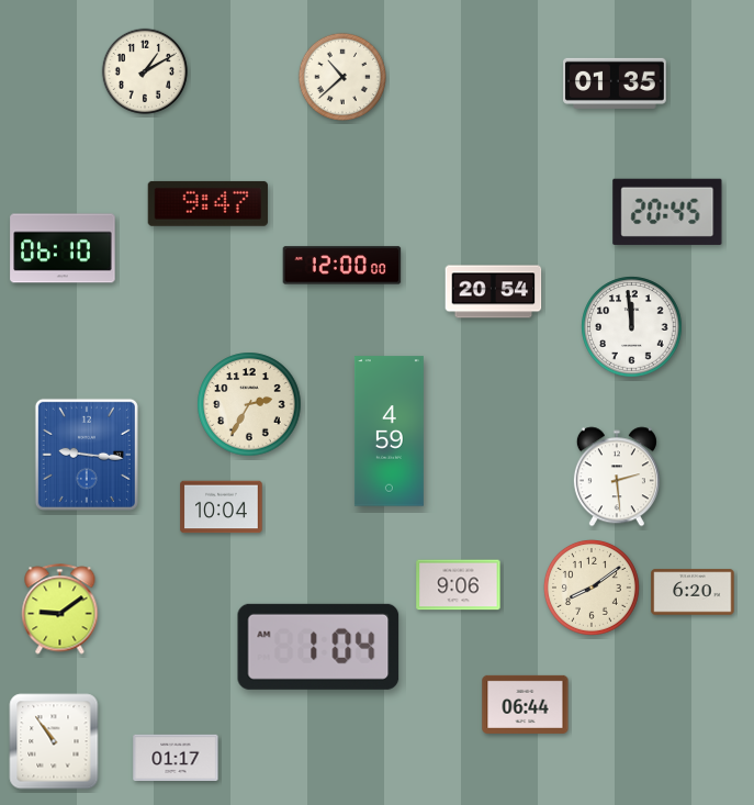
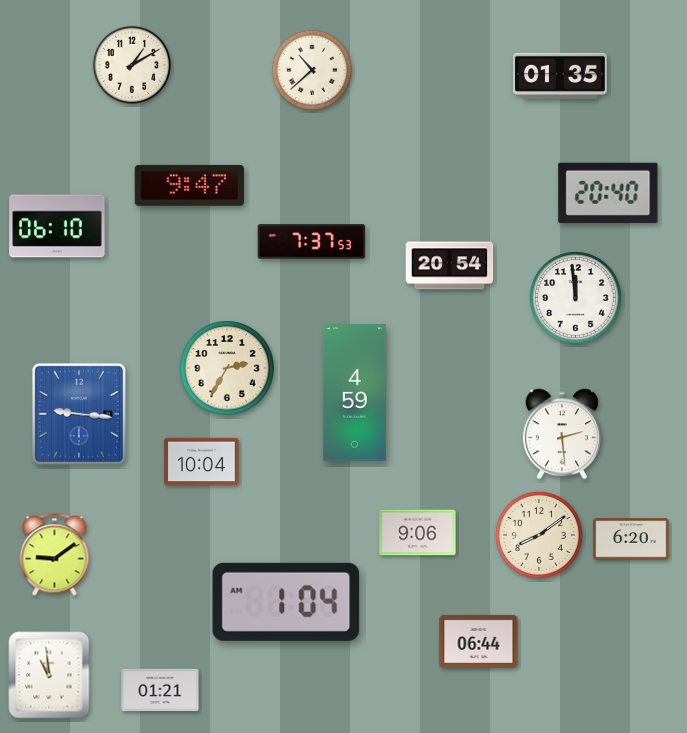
clock at (667, 212): 20:45 -> 20:40
clock at (342, 266): 12:00 -> 7:37
clock at (318, 647) position: (318, 647) -> (286, 602)
clock at (54, 741): 10:54 -> 10:59
clock at (176, 758): 01:17 -> 01:21
